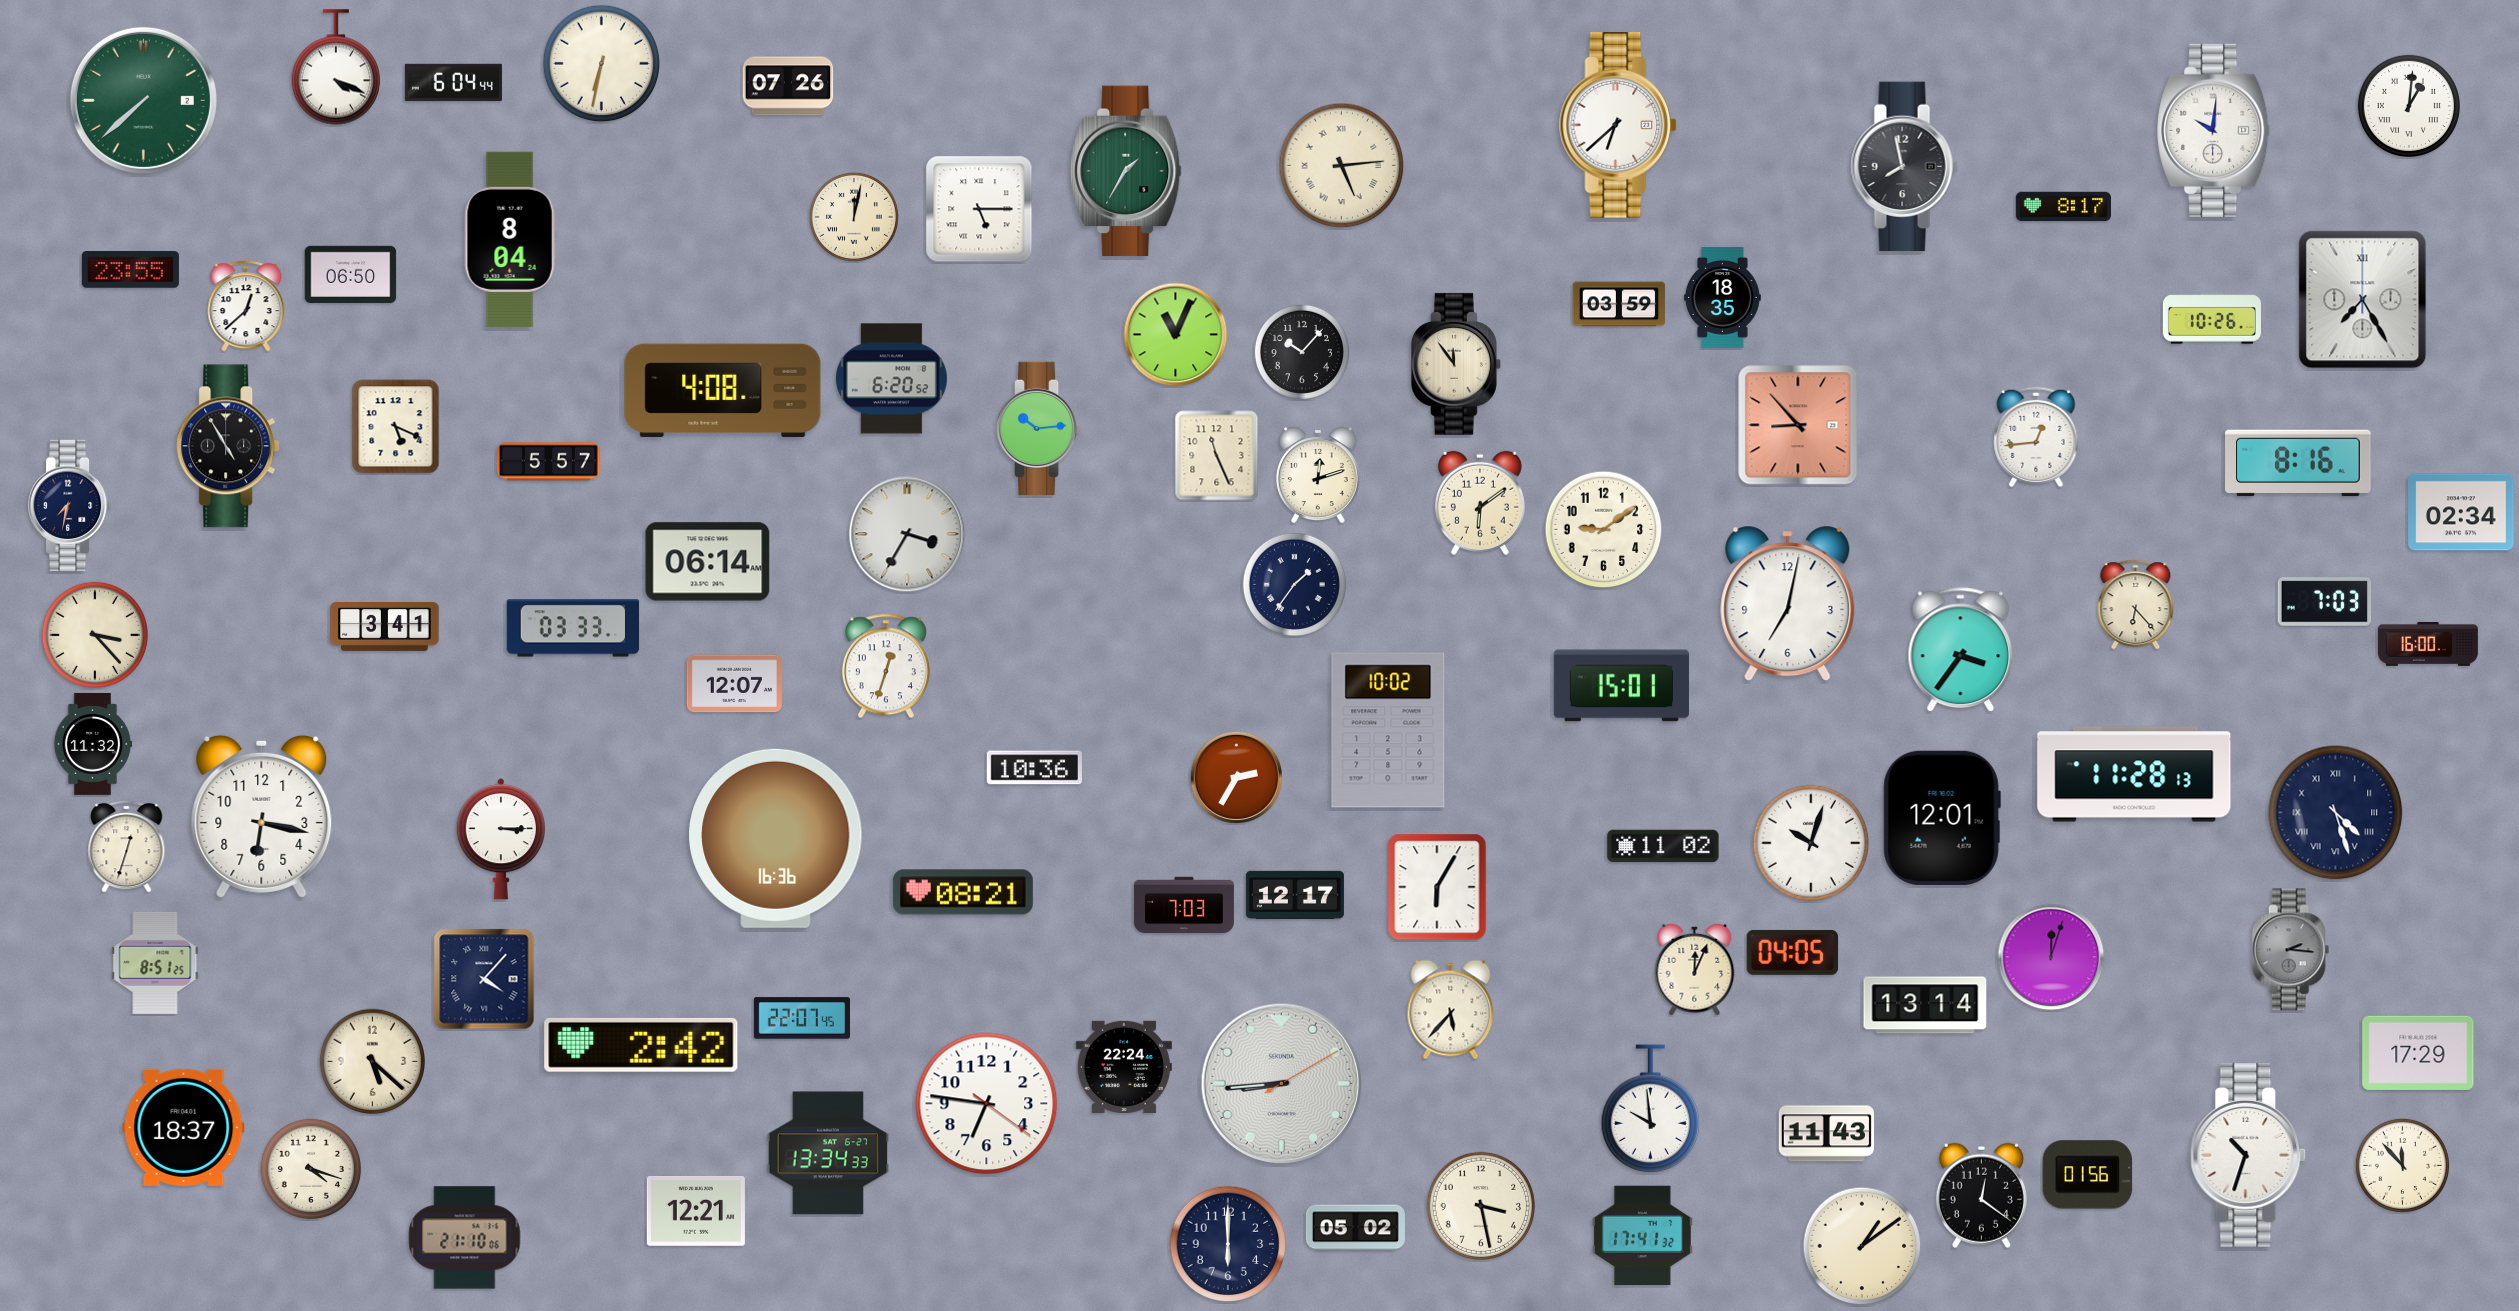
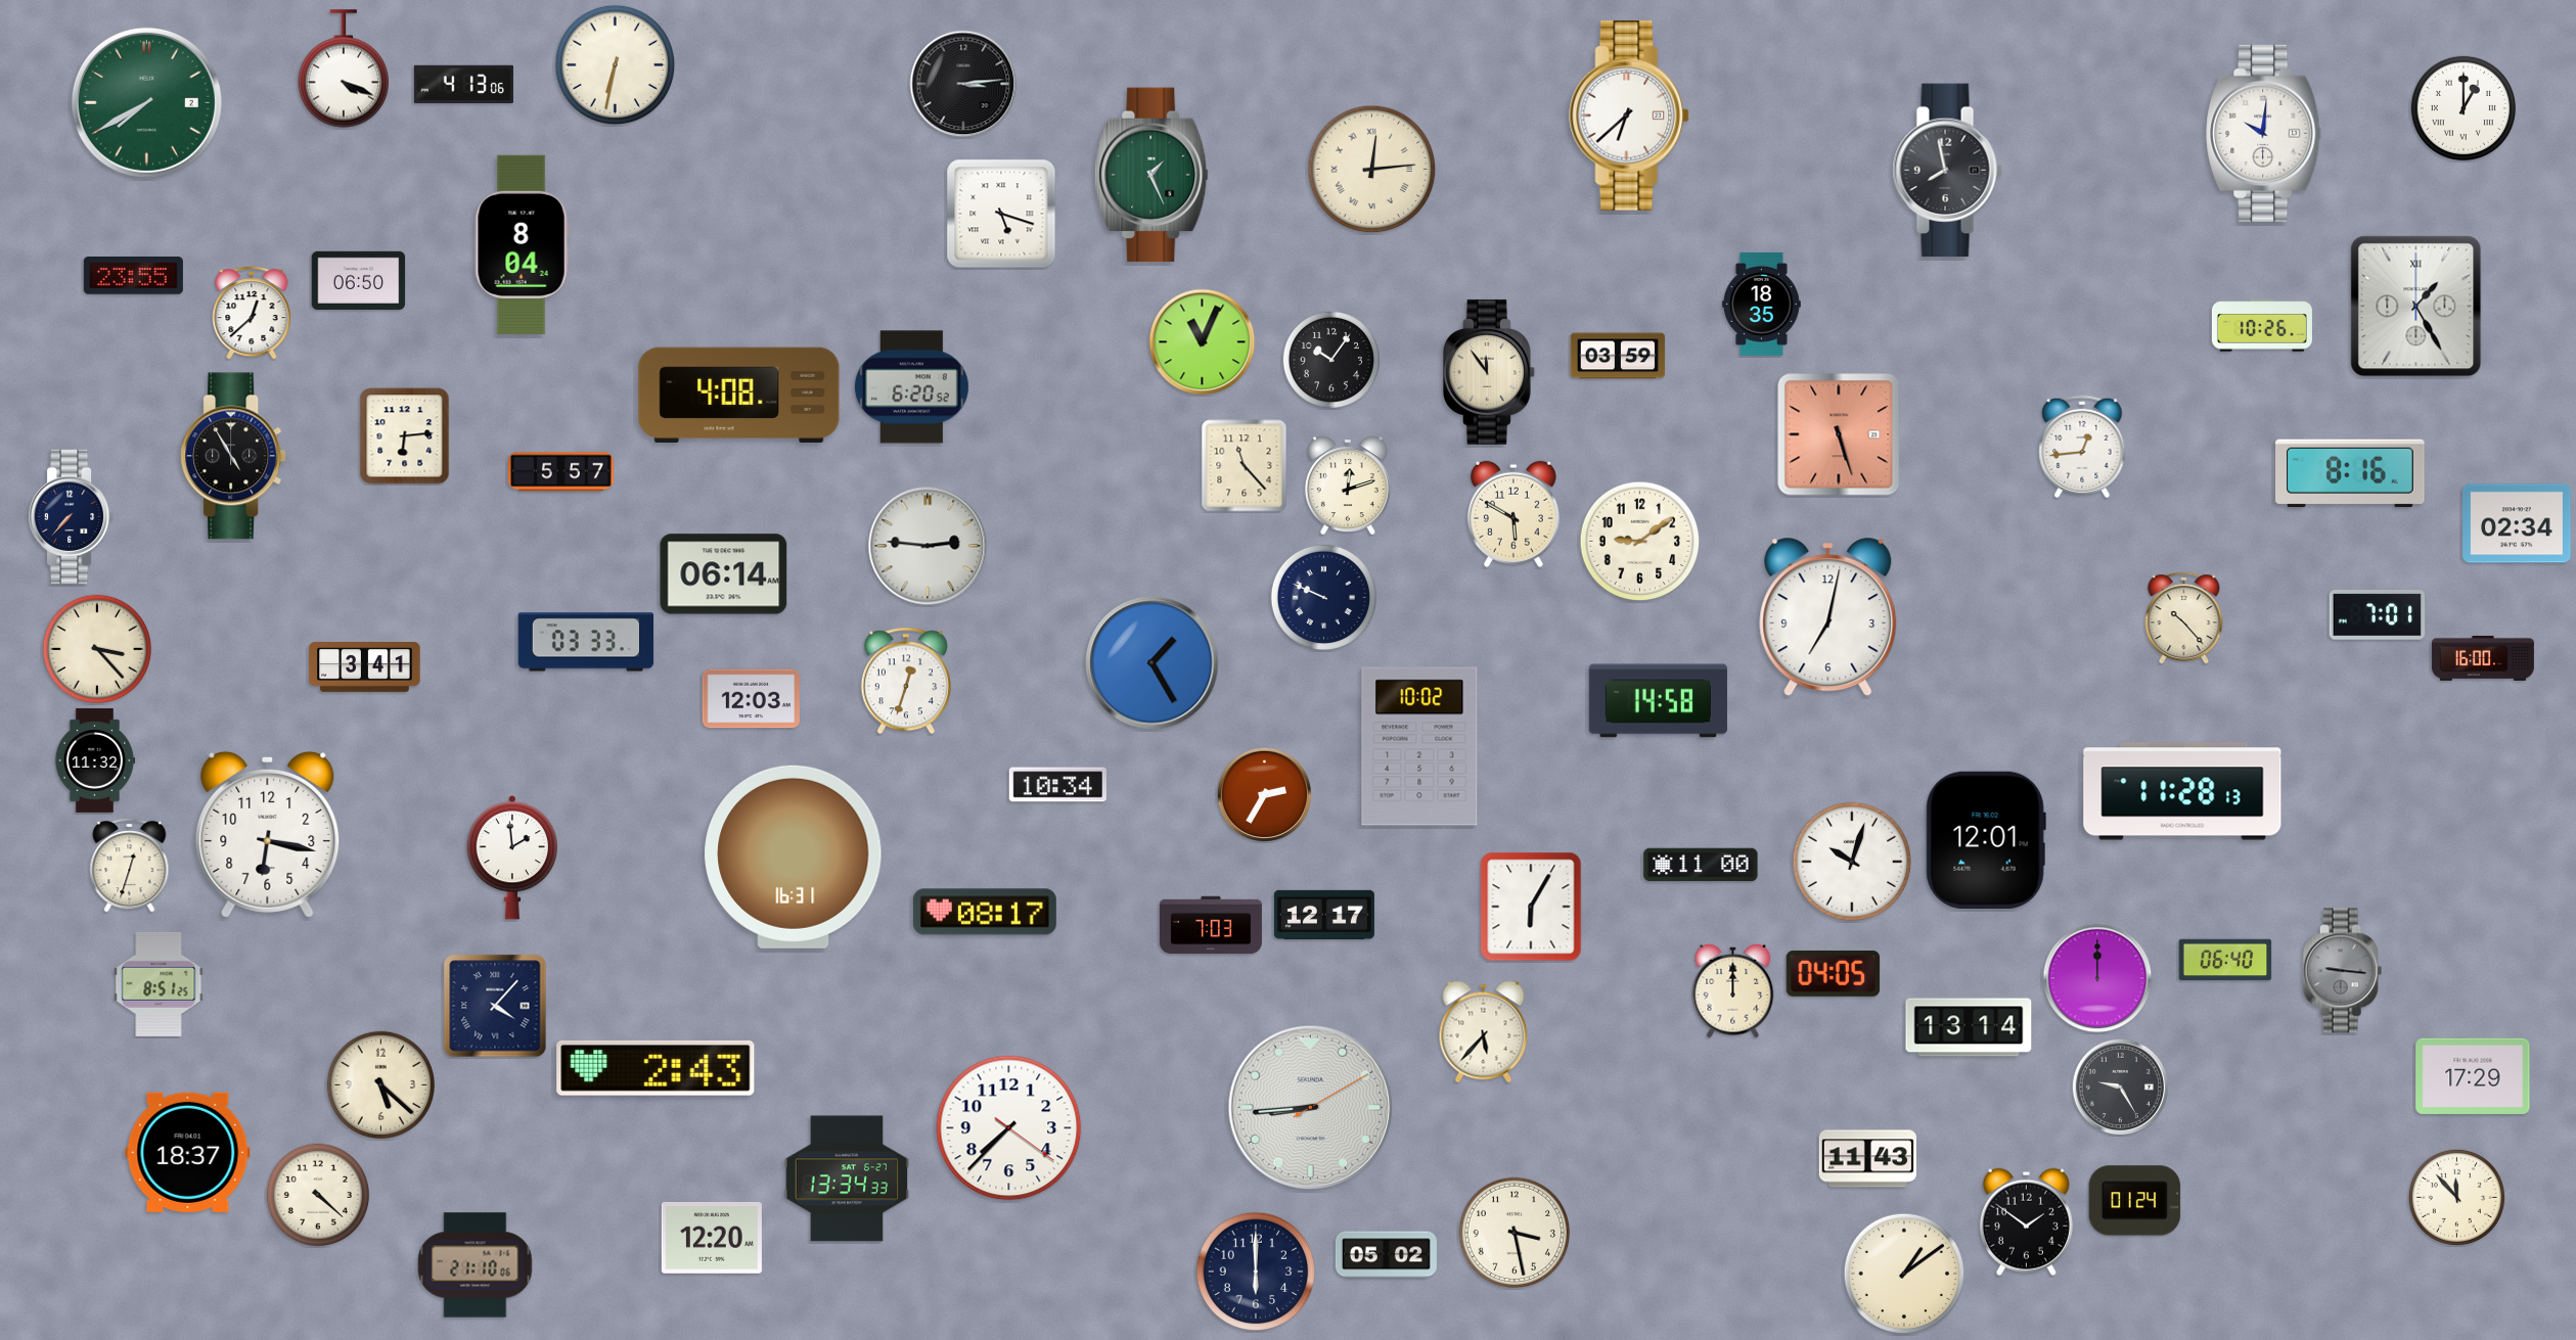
clock at (453, 82): 6:04 -> 4:13
clock at (963, 84): none -> 3:14
clock at (788, 86): 07:26 -> none
clock at (143, 100): 7:38 -> 7:40
clock at (2408, 105): 1:01 -> 1:00
clock at (1619, 126) position: (1619, 126) -> (1630, 117)
clock at (1342, 166): 5:14 -> 12:14
clock at (1126, 171): 1:35 -> 1:26
clock at (2063, 207): 8:17 -> none
clock at (979, 209): 5:15 -> 5:18
clock at (854, 217): 12:02 -> none
clock at (2363, 300): 7:25 -> 1:25
clock at (1619, 304) position: (1619, 304) -> (1618, 356)
clock at (1302, 352): 10:07 -> 10:06
clock at (723, 390) position: (723, 390) -> (739, 395)
clock at (1798, 425): 8:53 -> 5:27
clock at (396, 427): 5:19 -> 6:14
clock at (1039, 428): 10:14 -> none
clock at (1217, 456): 11:26 -> 11:23
clock at (1480, 503): 6:09 -> 5:50
clock at (70, 506): 7:32 -> 7:37
clock at (907, 534): 3:35 -> 2:46
clock at (1294, 584): 1:36 -> 9:49
clock at (2325, 602): 7:03 -> 7:01
clock at (2136, 605): 6:23 -> 10:23
clock at (385, 627) position: (385, 627) -> (365, 667)
clock at (1153, 663): none -> 1:25
clock at (1961, 650): 3:36 -> none
clock at (734, 684): 12:07 -> 12:03
clock at (1621, 686): 15:01 -> 14:58
clock at (1034, 768): 10:36 -> 10:34
clock at (2336, 813): 4:27 -> none
clock at (1942, 818) position: (1942, 818) -> (1986, 840)
clock at (776, 838): 16:36 -> 16:31
clock at (500, 840): 3:15 -> 1:59
clock at (1663, 846): 11:02 -> 11:00
clock at (1437, 887) position: (1437, 887) -> (1531, 907)
clock at (963, 892): 08:21 -> 08:17
clock at (2225, 960): none -> 06:40
clock at (2291, 950): 2:16 -> 9:16
clock at (2051, 957): 12:03 -> 12:00
clock at (1695, 969): 12:04 -> 12:00
clock at (484, 979) position: (484, 979) -> (495, 1006)
clock at (802, 1018): 22:07 -> none
clock at (641, 1045): 2:42 -> 2:43
clock at (2120, 1087): none -> 9:25
clock at (1124, 1066): 22:24 -> none
clock at (987, 1104): 6:46 -> 7:37
clock at (1651, 1109): 9:59 -> none
clock at (2248, 1155): 10:33 -> none
clock at (2402, 1165) position: (2402, 1165) -> (2456, 1197)
clock at (311, 1169): 4:18 -> 4:22
clock at (2088, 1175): 01:56 -> 01:24
clock at (1981, 1195): 12:21 -> 1:51
clock at (696, 1212): 12:21 -> 12:20
clock at (1642, 1235): 17:41 -> none
